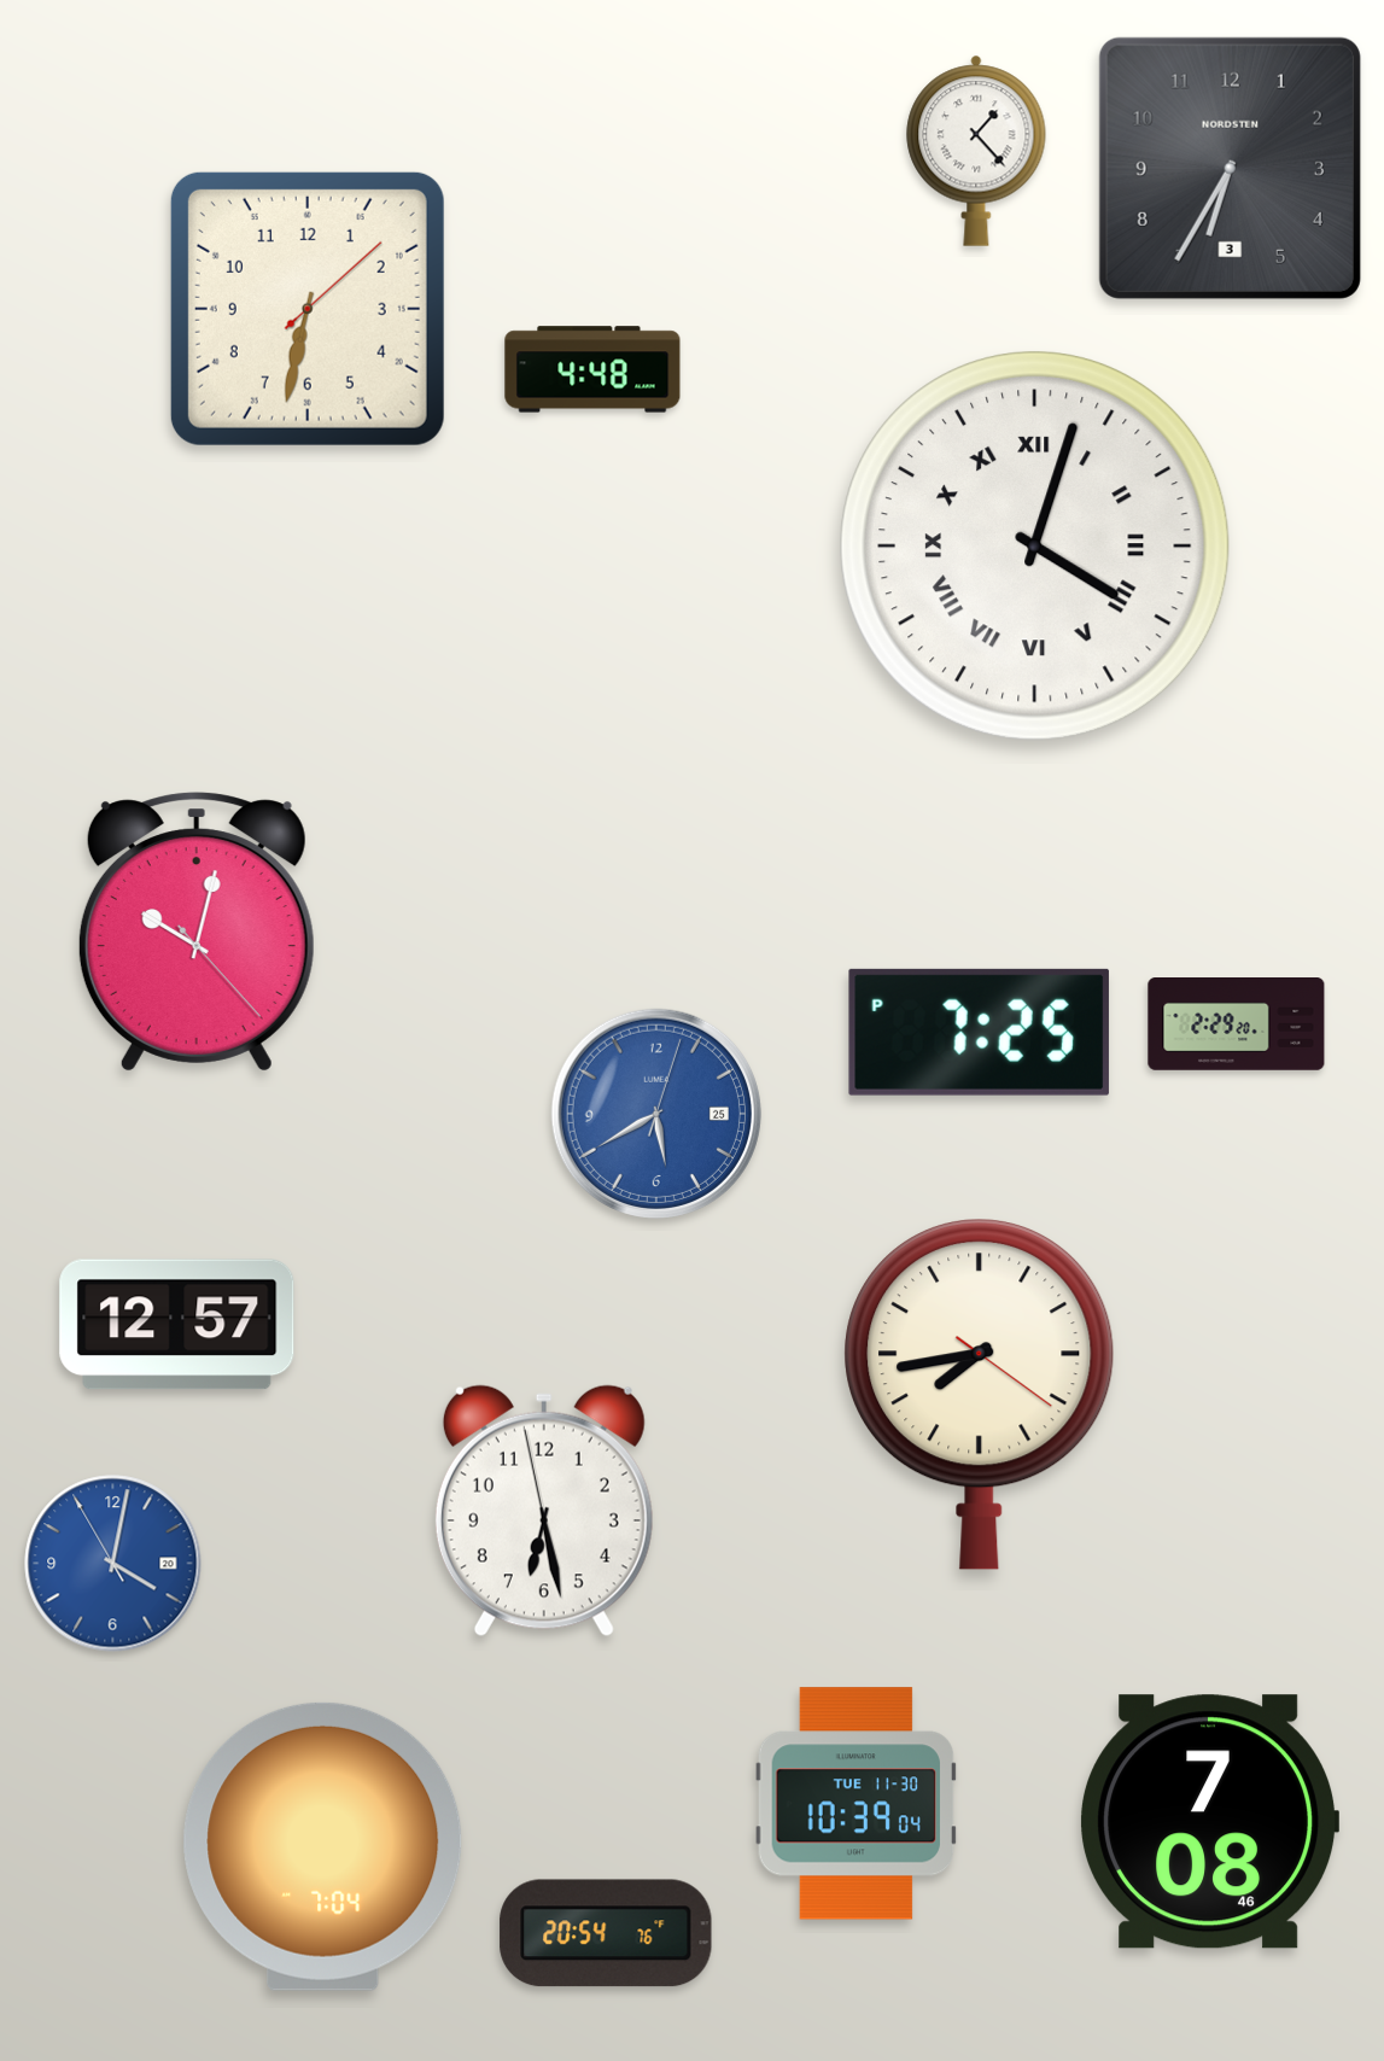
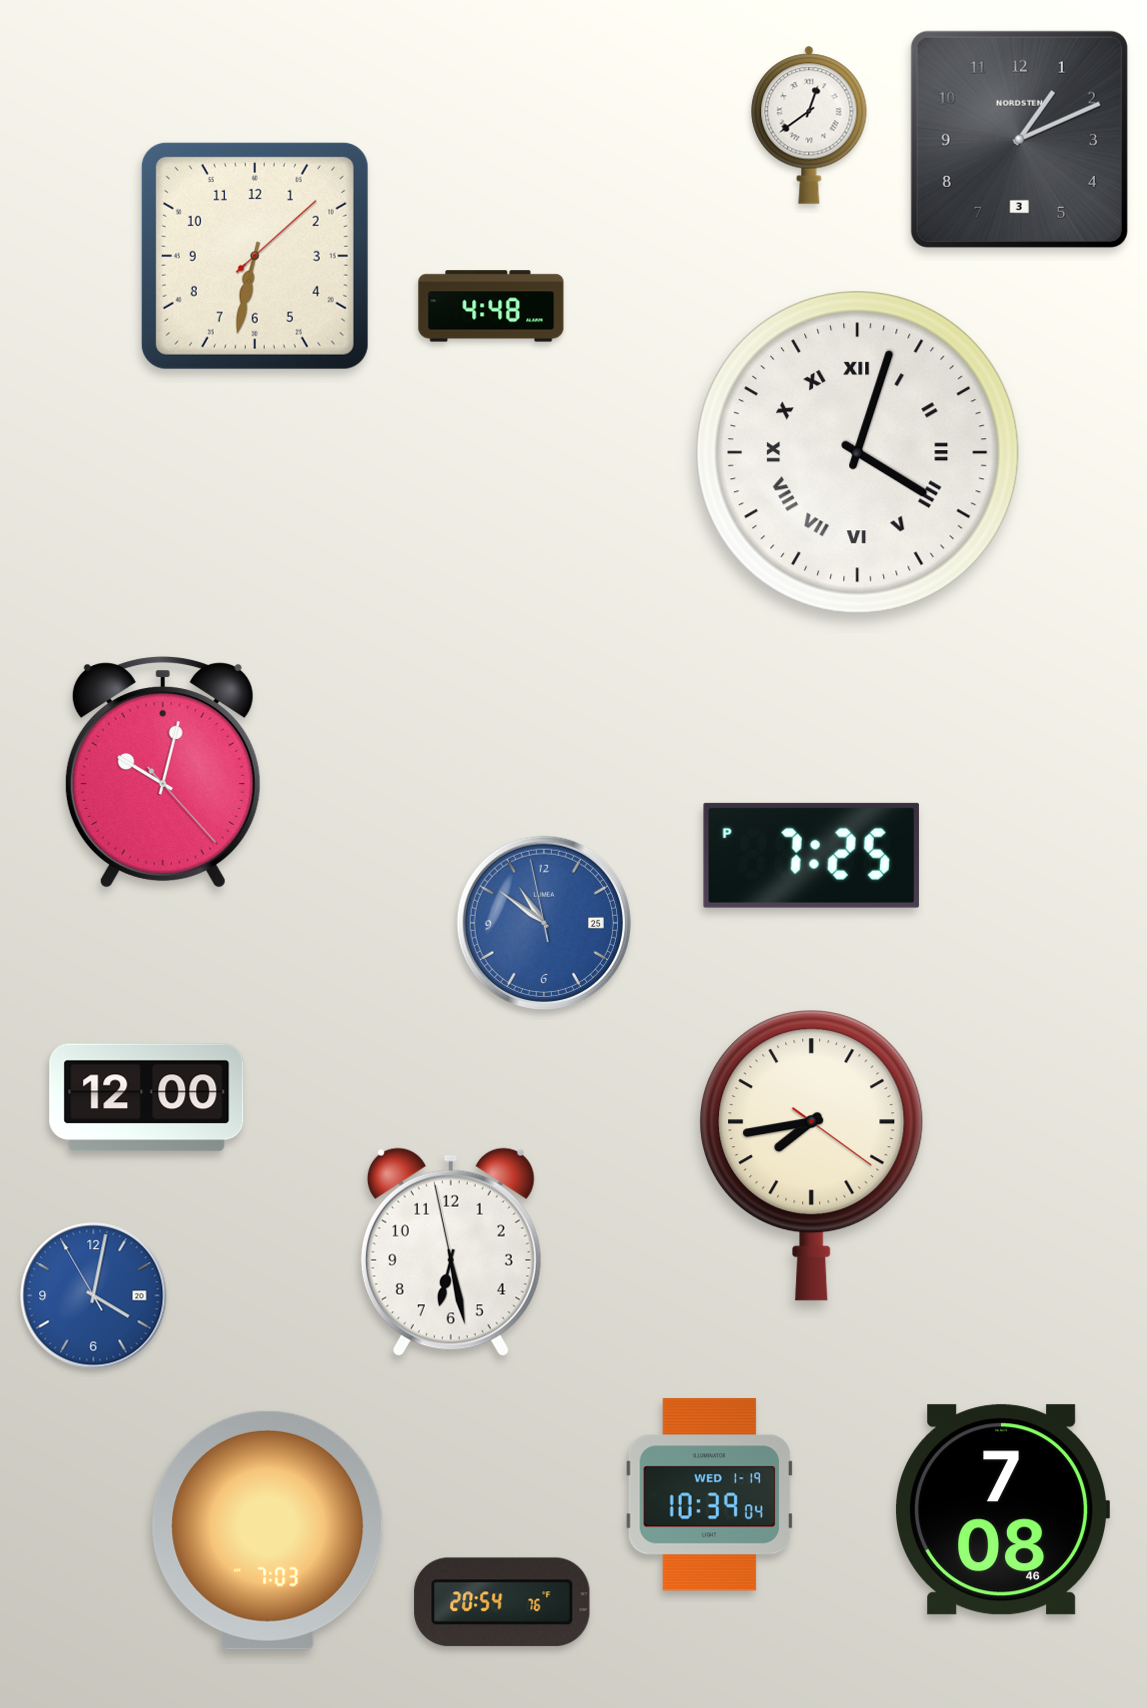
clock at (976, 151): 1:23 -> 12:39
clock at (1230, 168): 6:35 -> 1:11
clock at (1237, 1024): 2:29 -> none
clock at (656, 1114): 5:40 -> 10:50
clock at (177, 1325): 12:57 -> 12:00
clock at (857, 1804) date: TUE 11-30 -> WED 1-19
clock at (323, 1846): 7:04 -> 7:03
